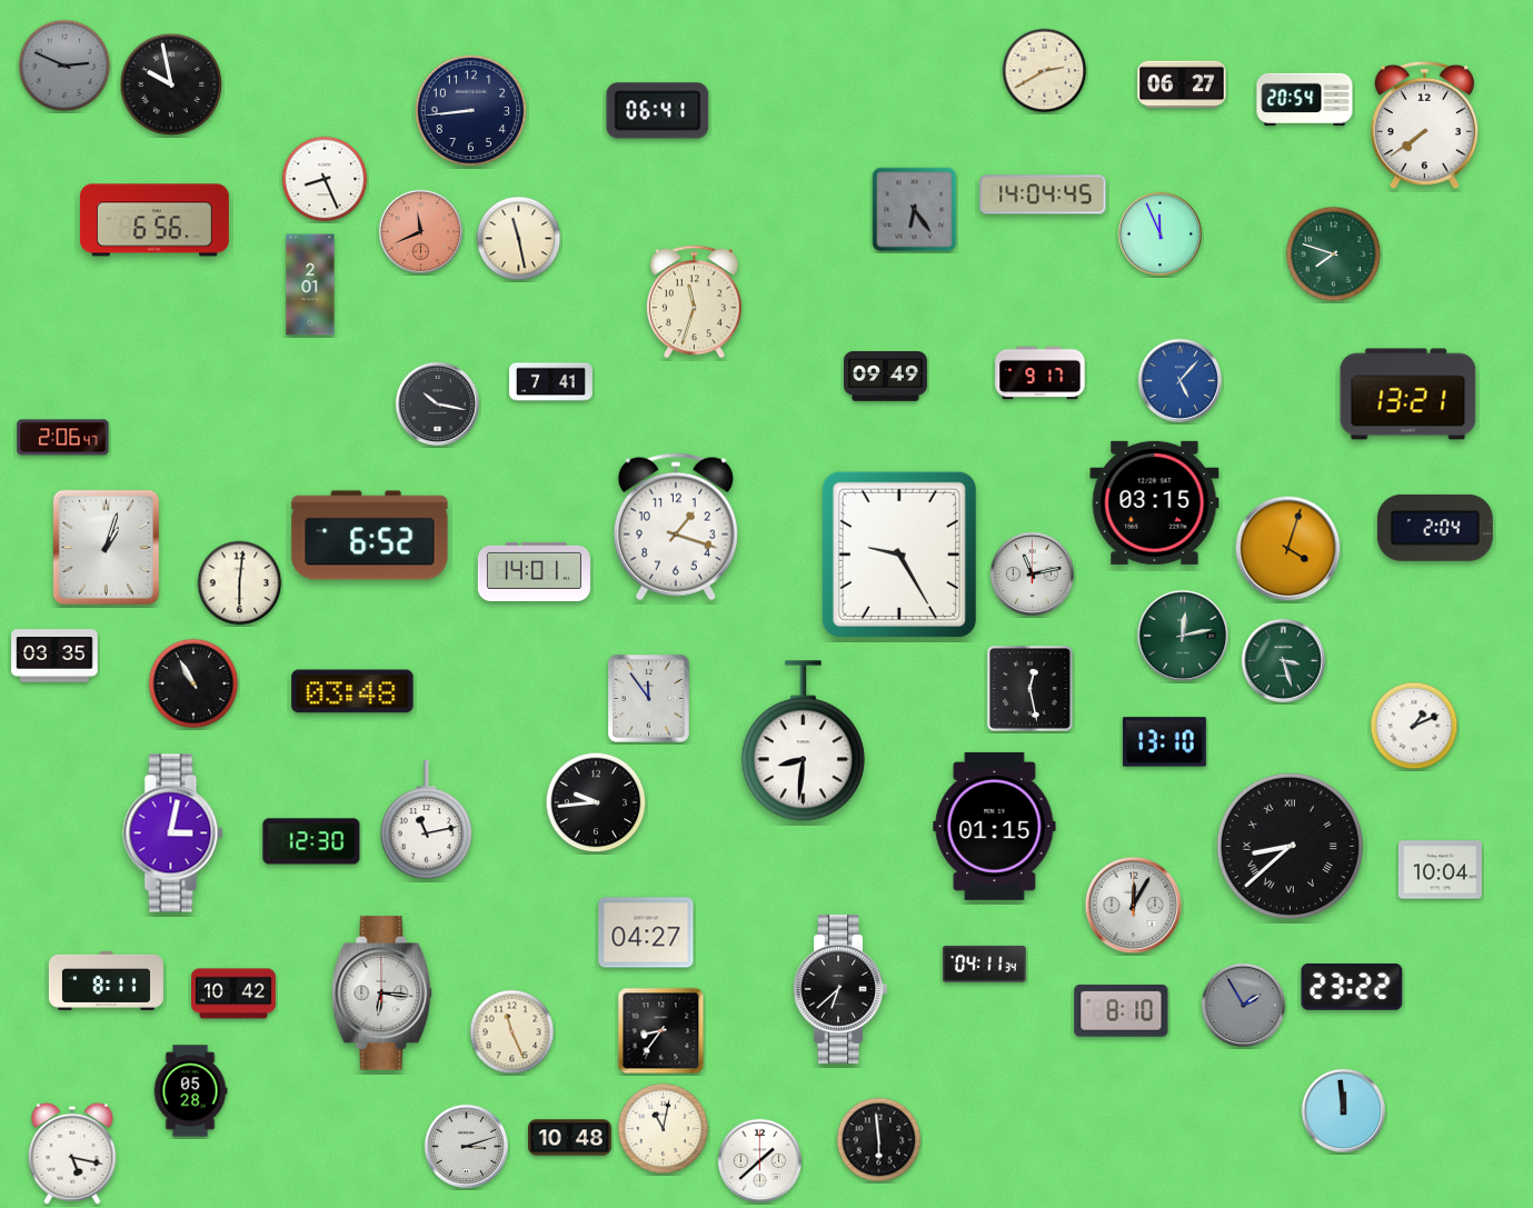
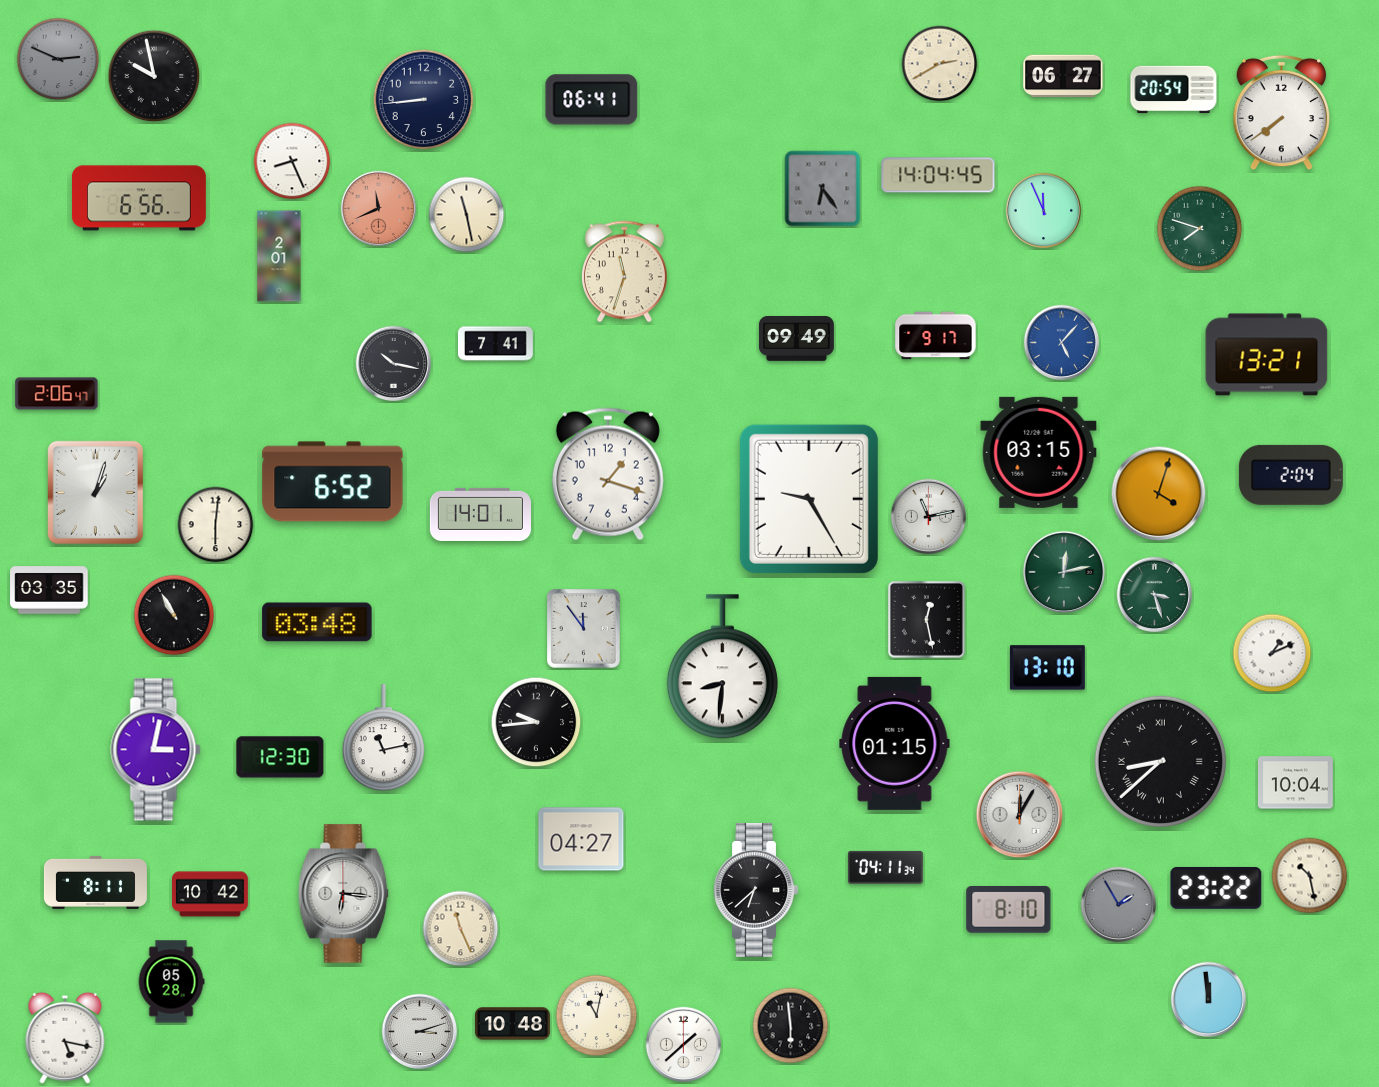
clock at (1310, 876): none -> 10:28
clock at (661, 1031): 8:36 -> none
